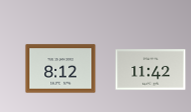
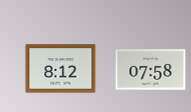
clock at (151, 70): 11:42 -> 07:58
